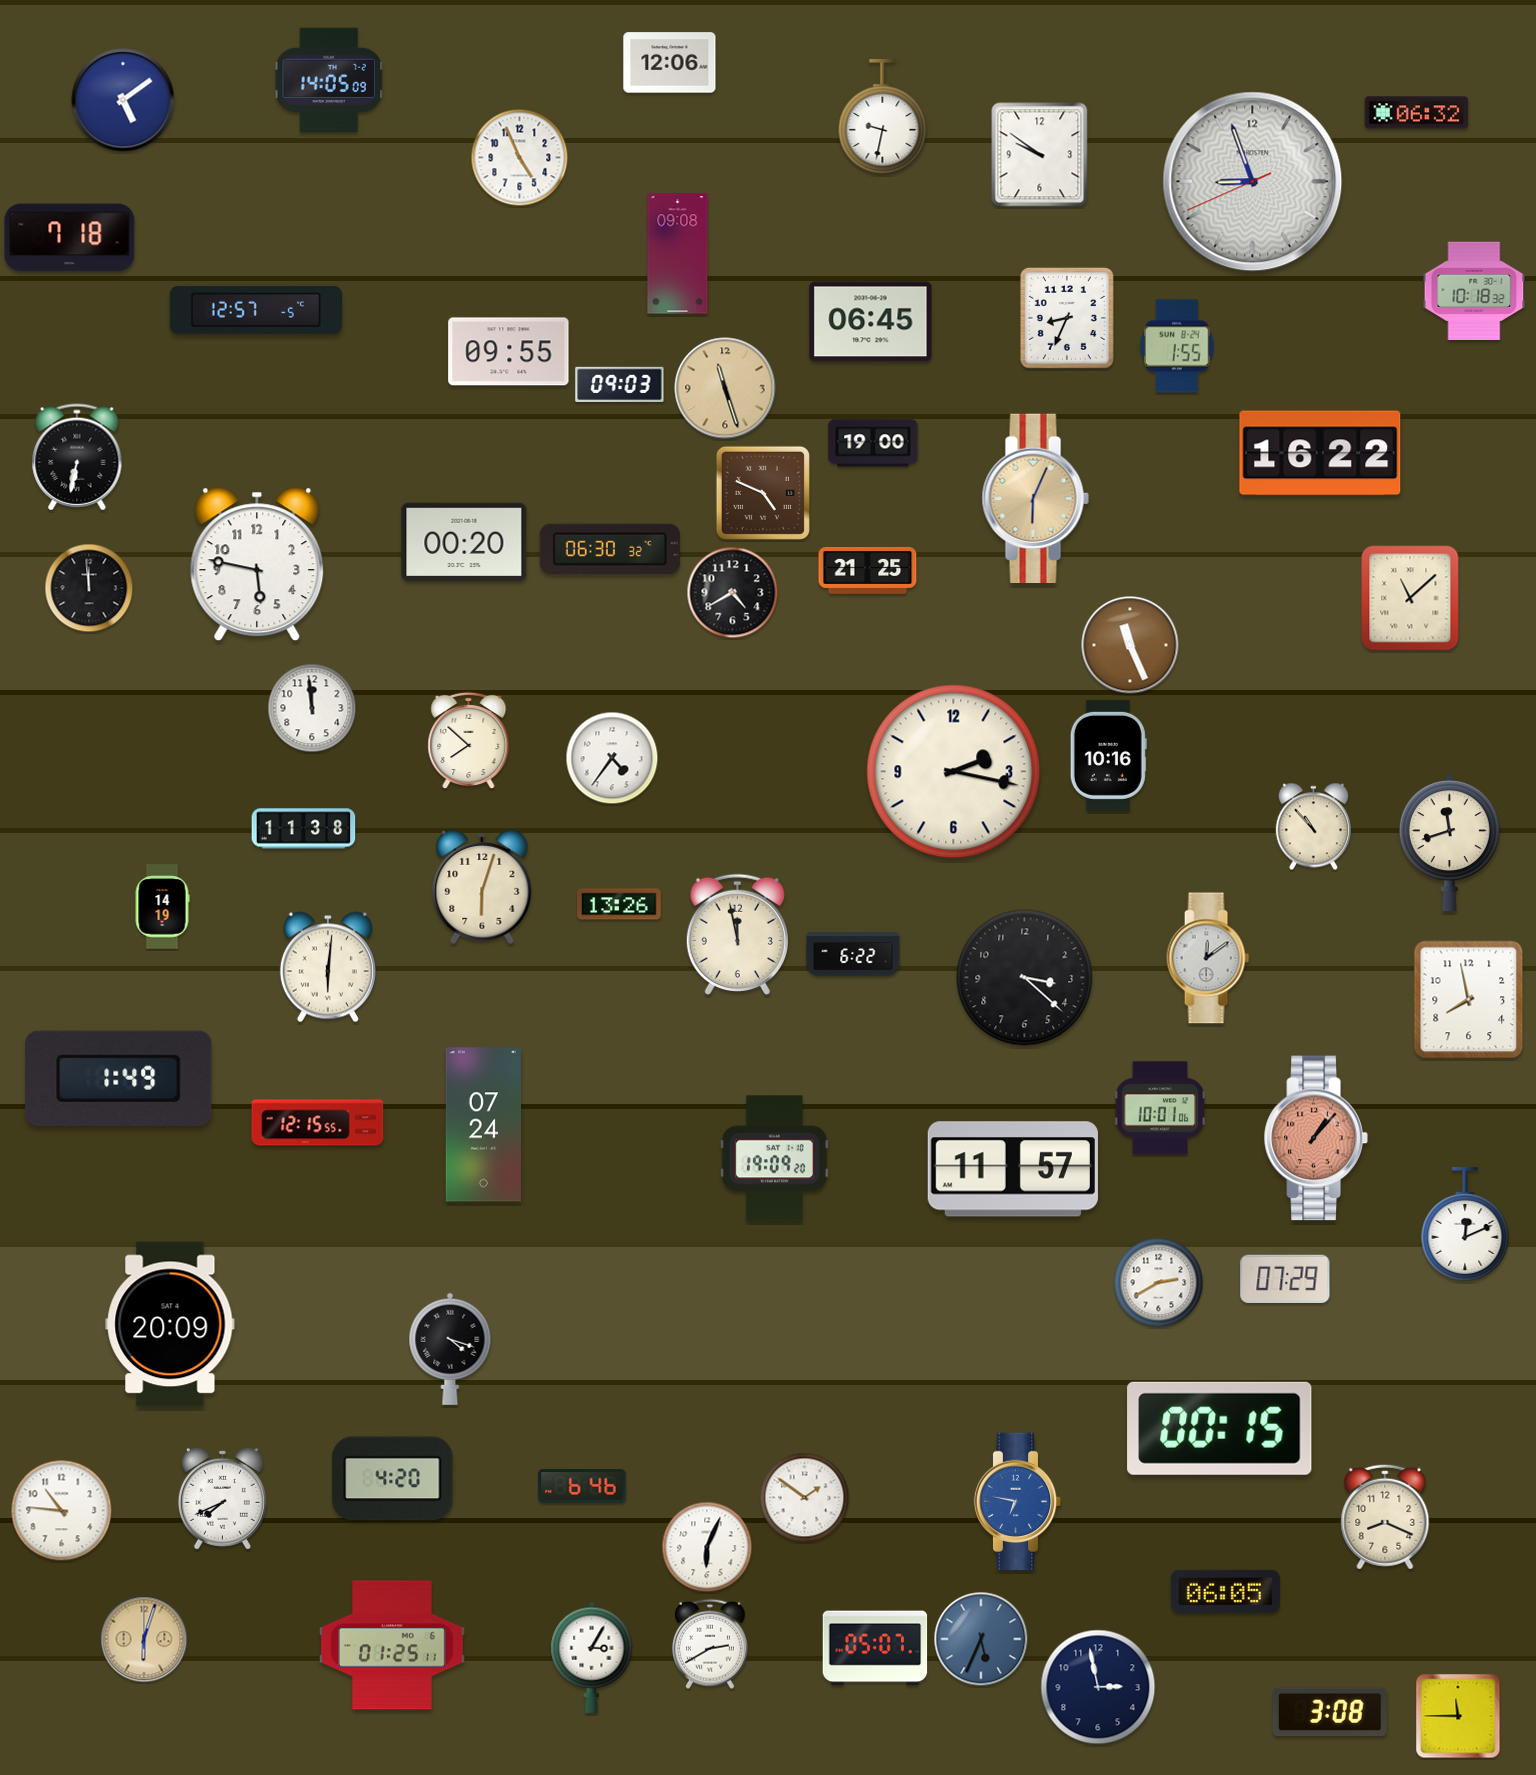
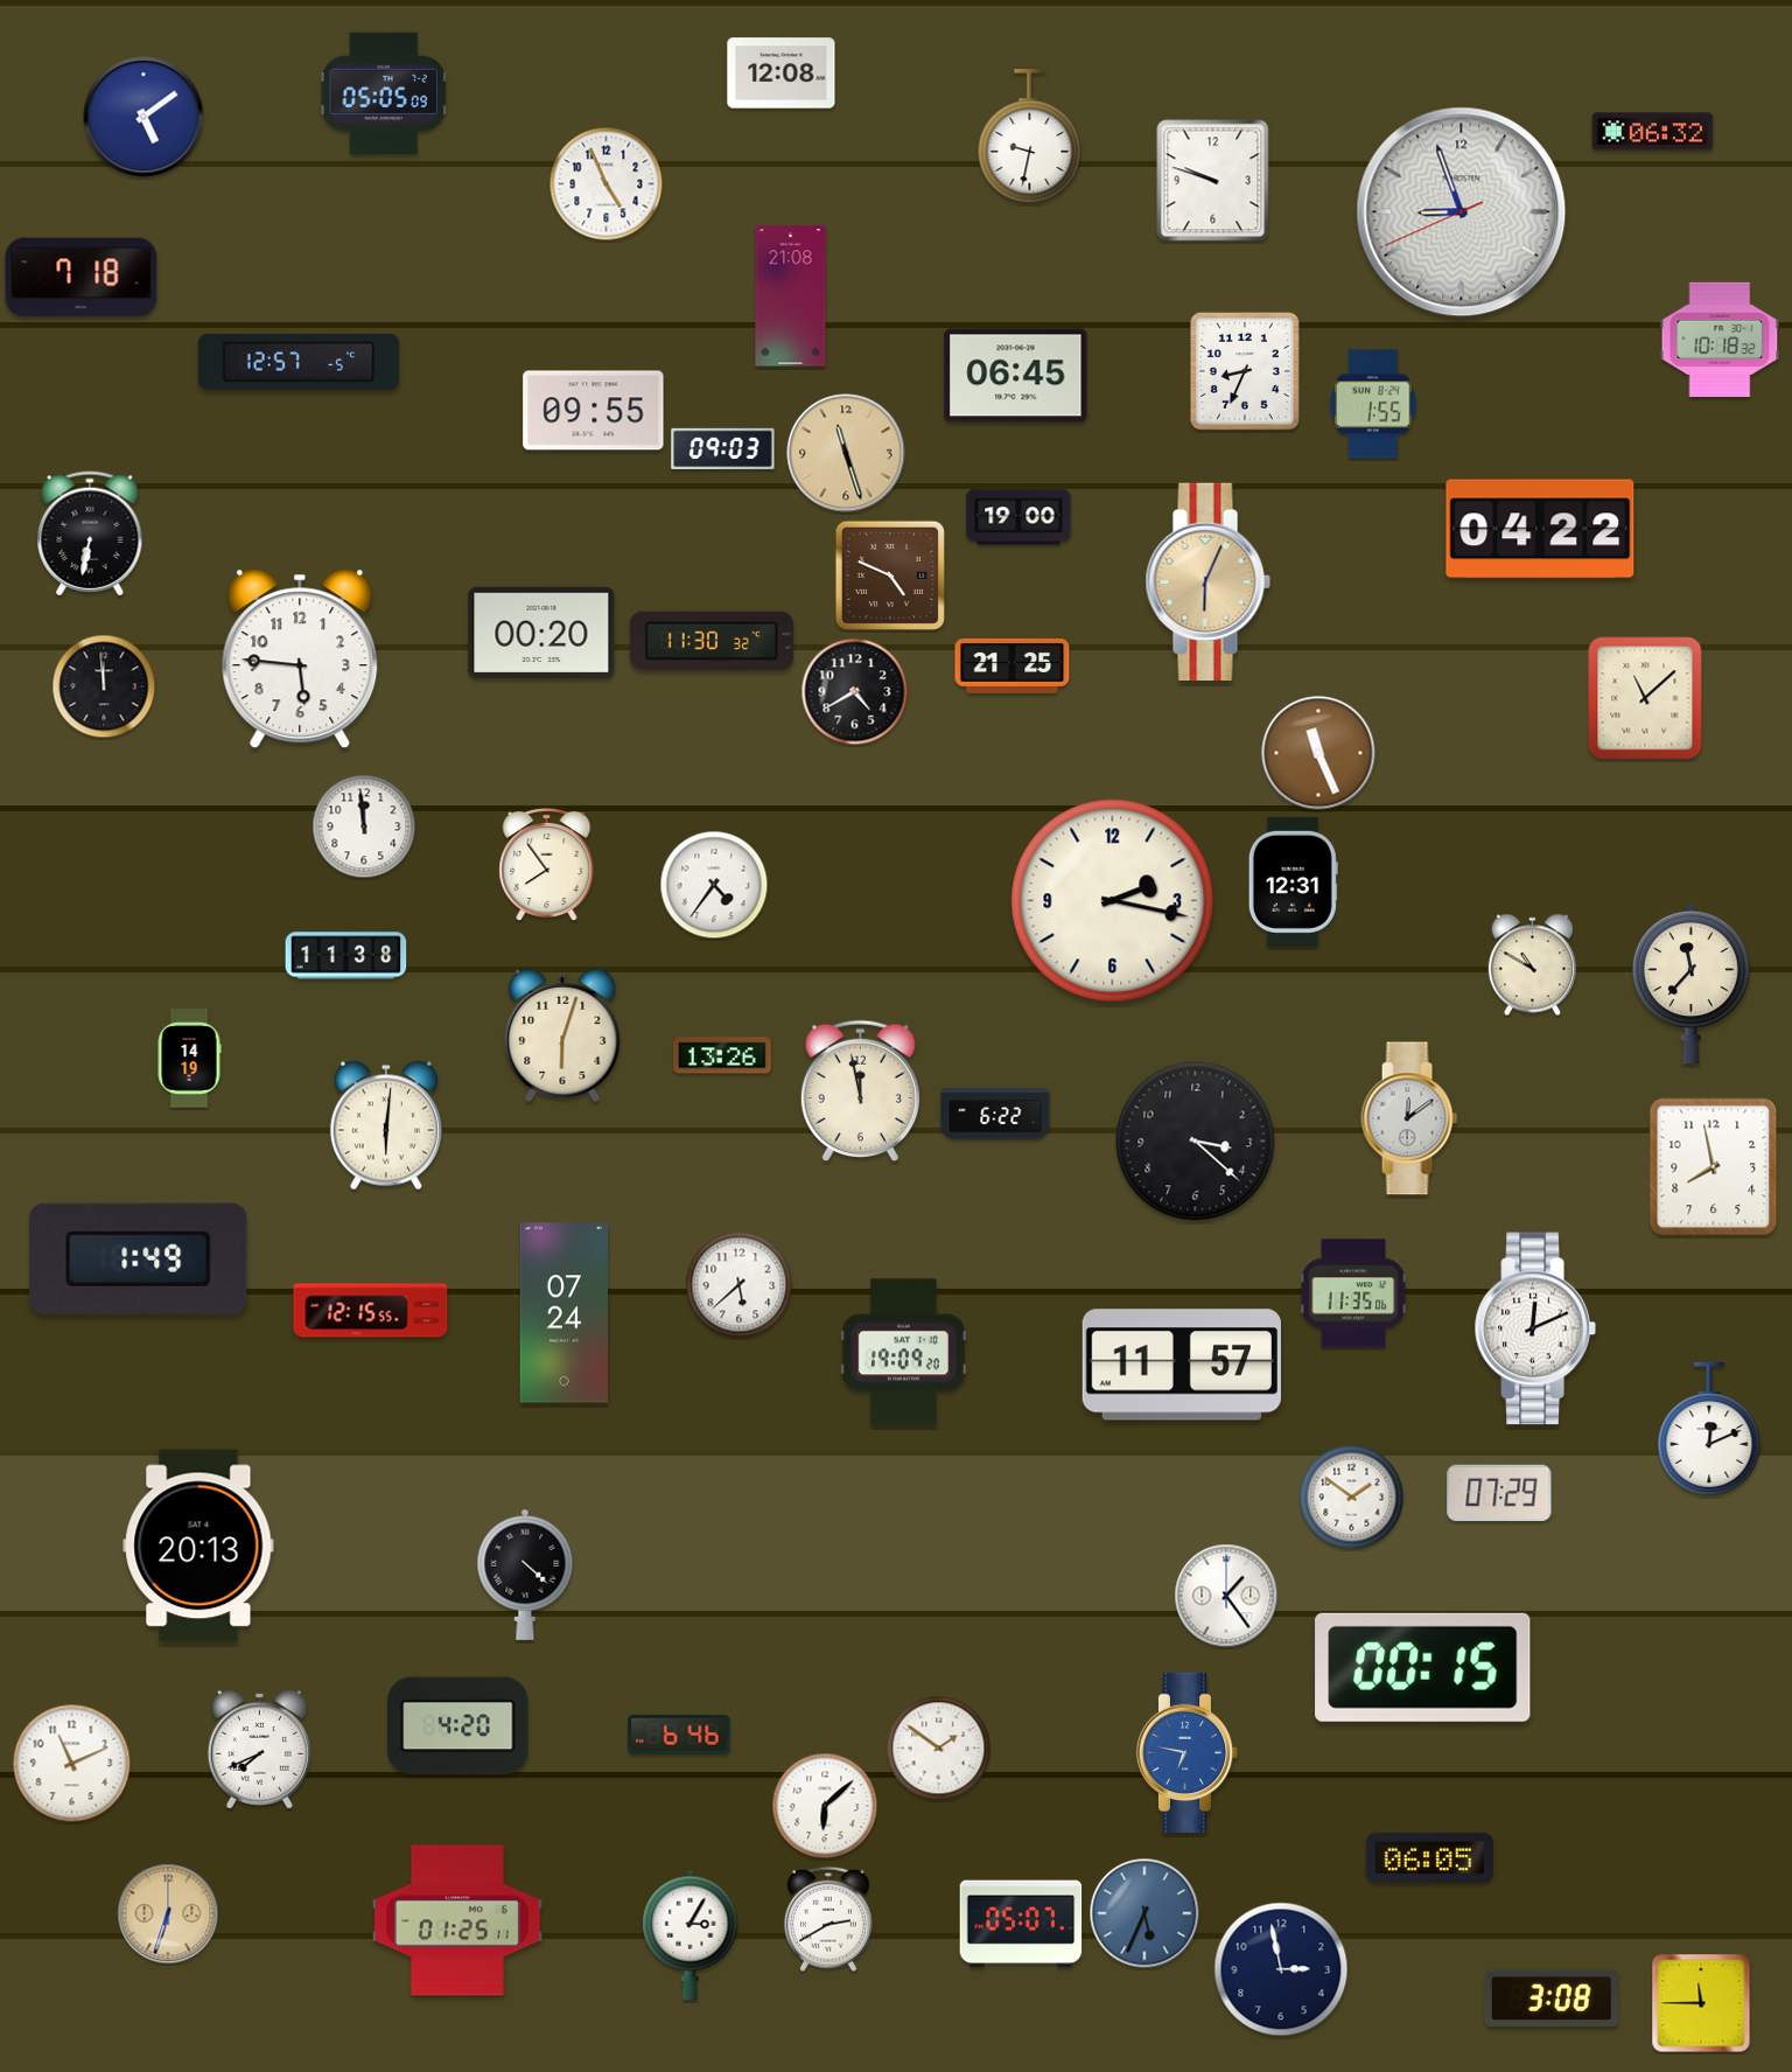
clock at (670, 63): 12:06 -> 12:08
clock at (329, 80): 14:05 -> 05:05
clock at (1040, 155): 9:51 -> 9:48
clock at (678, 254): 09:08 -> 21:08
clock at (1320, 453): 16:22 -> 04:22
clock at (610, 549): 06:30 -> 11:30
clock at (257, 564): 5:47 -> 5:46
clock at (469, 741): 7:52 -> 7:54
clock at (1108, 755): 10:16 -> 12:31
clock at (1313, 827): 10:53 -> 10:50
clock at (304, 829) position: (304, 829) -> (346, 956)
clock at (1449, 843): 11:42 -> 11:37
clock at (328, 967) position: (328, 967) -> (386, 1125)
clock at (740, 1285): none -> 5:38
clock at (1160, 1108): 10:01 -> 11:35
clock at (1316, 1138): 1:07 -> 12:11
clock at (1316, 1138) dial: salmon -> white
clock at (1159, 1283): 2:40 -> 1:51
clock at (170, 1324): 20:09 -> 20:13
clock at (450, 1349): 4:18 -> 4:22
clock at (1226, 1596): none -> 1:24
clock at (62, 1511): 10:46 -> 11:11
clock at (1385, 1517): 8:19 -> none
clock at (707, 1547): 6:04 -> 6:08
clock at (144, 1639): 6:03 -> 6:33
